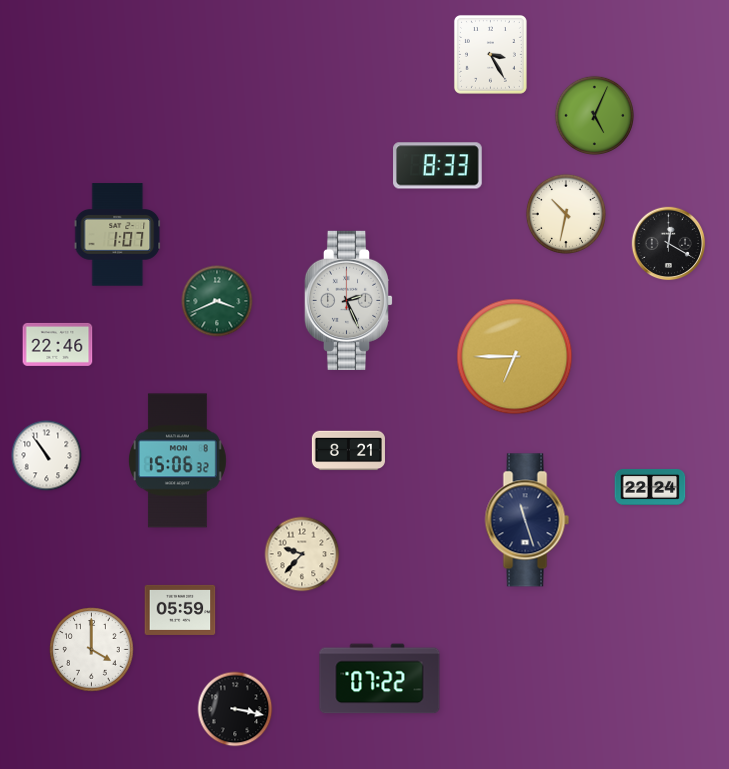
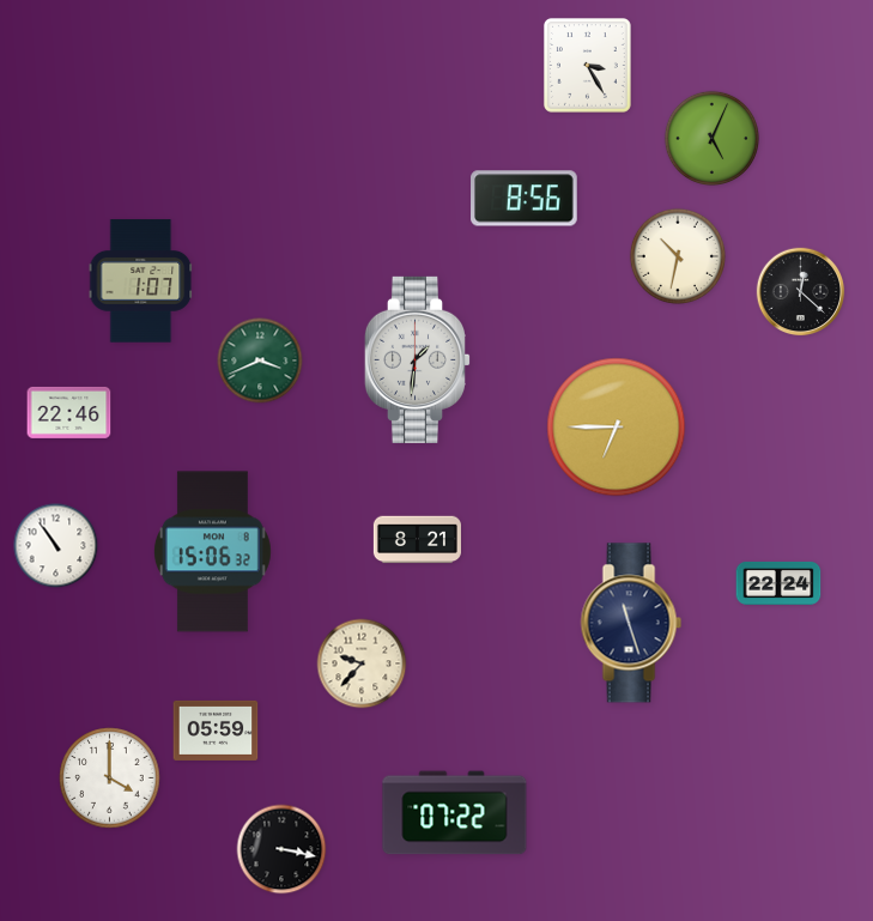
clock at (438, 166): 8:33 -> 8:56
clock at (669, 244): 12:20 -> 12:22
clock at (349, 300): 2:26 -> 1:31
